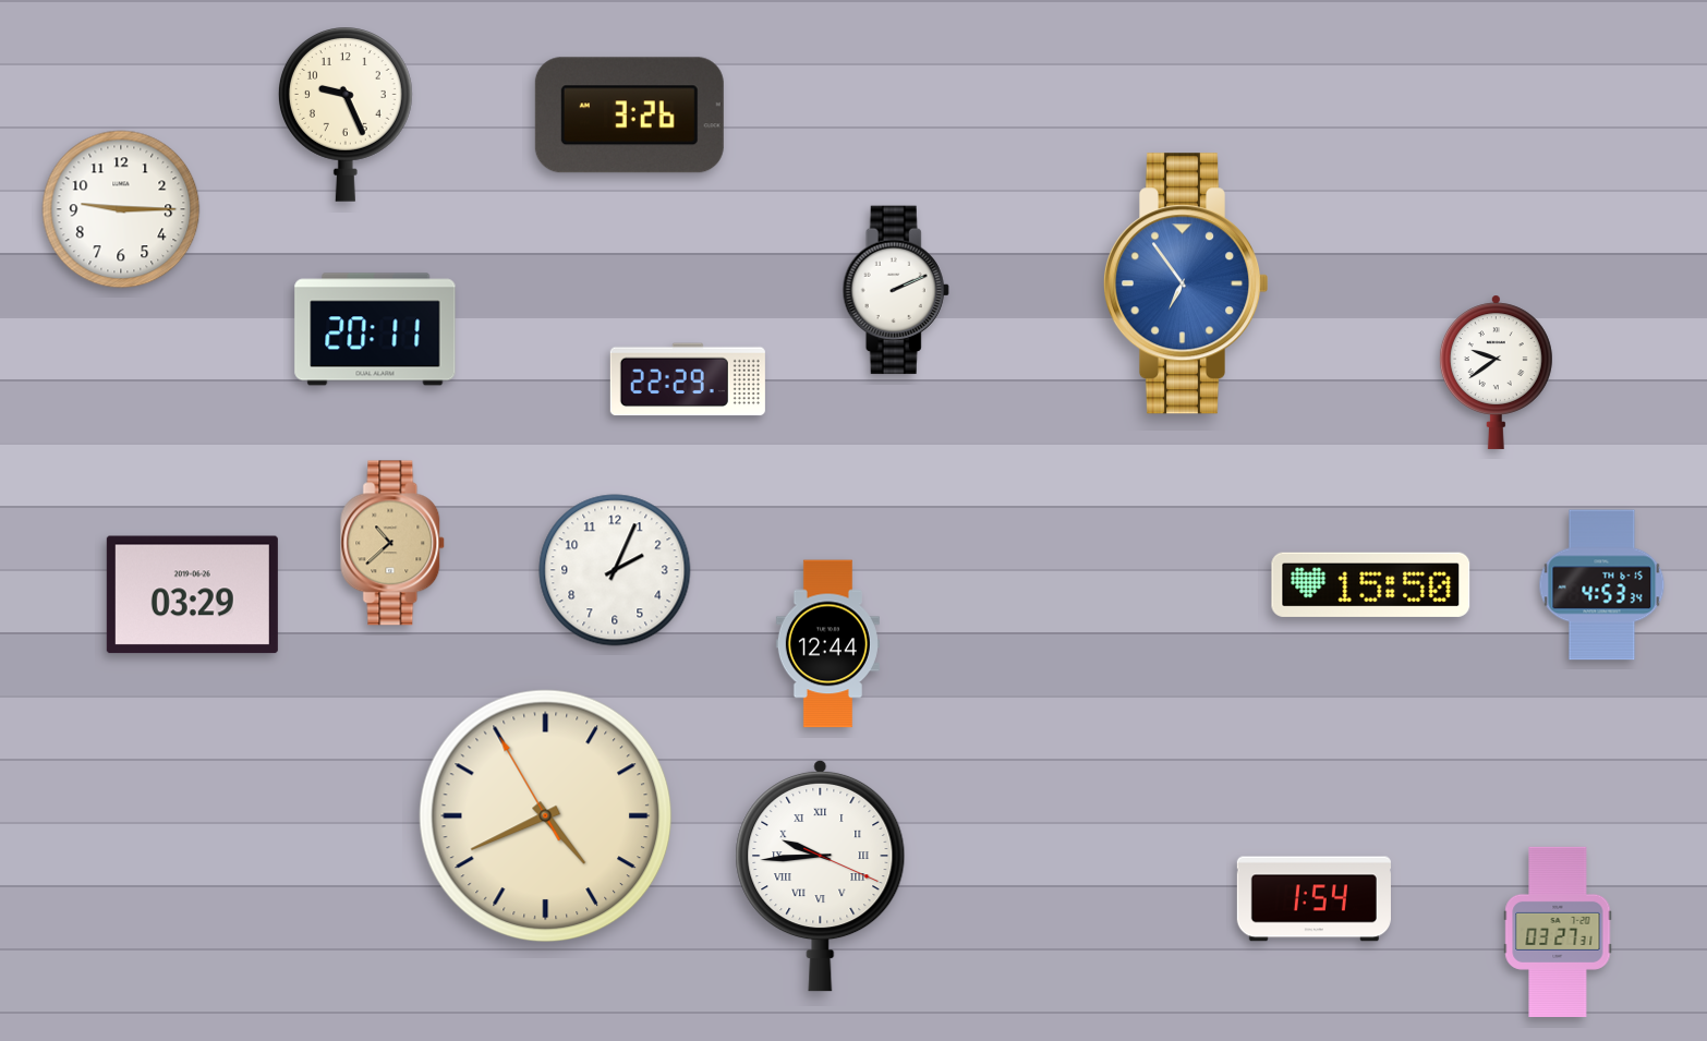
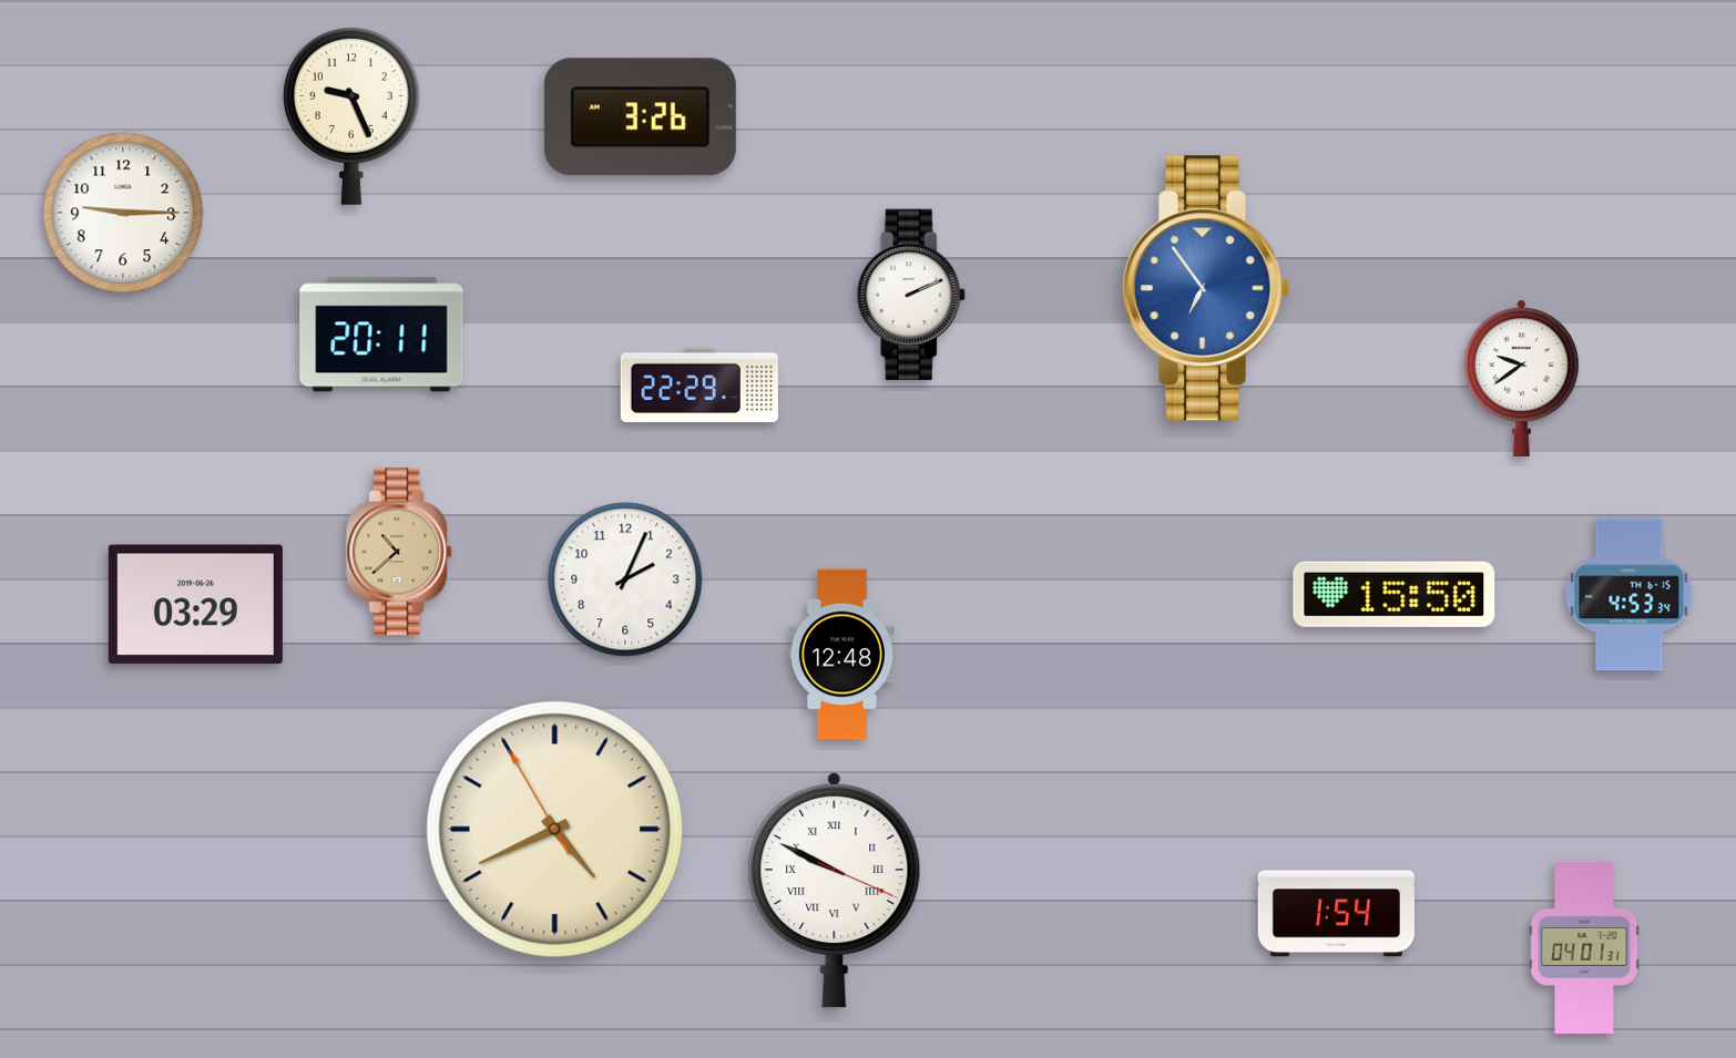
clock at (827, 644): 12:44 -> 12:48
clock at (821, 875): 9:44 -> 9:49
clock at (1558, 932): 03:27 -> 04:01
